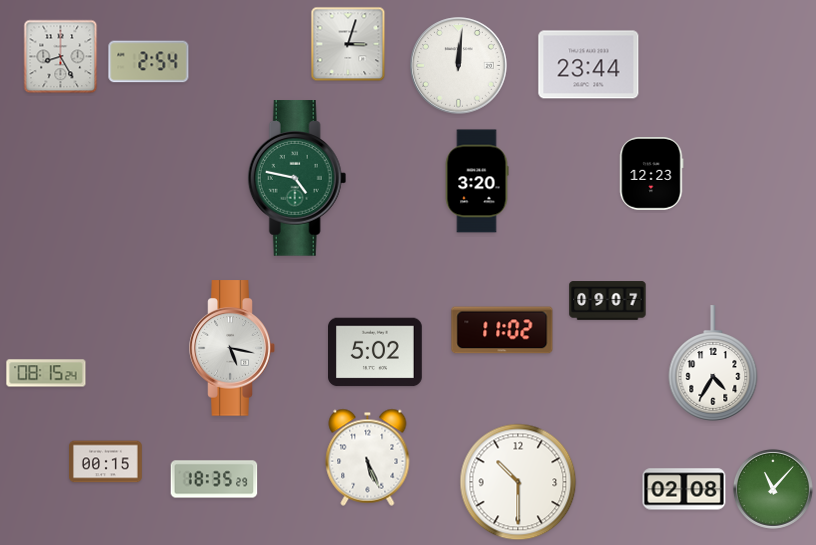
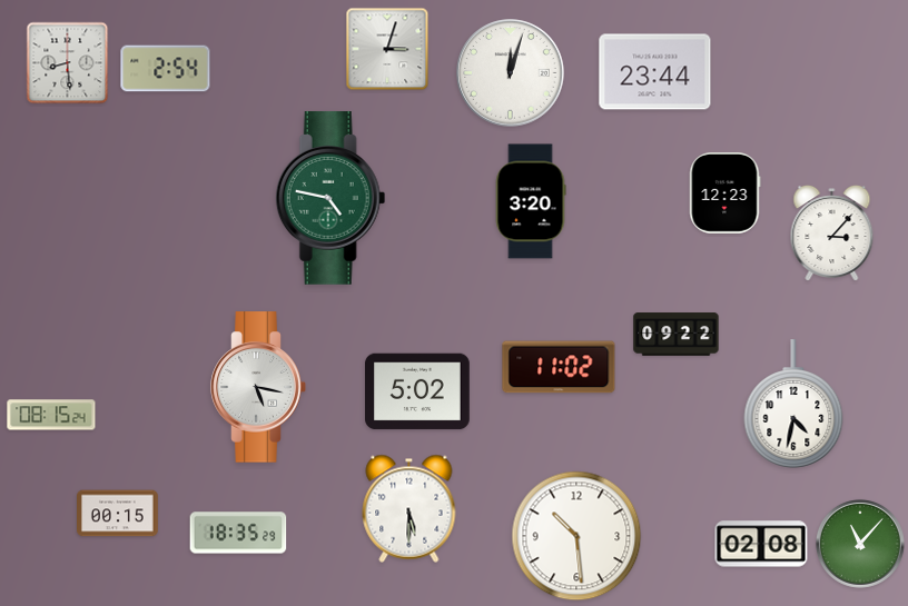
clock at (61, 57): 8:25 -> 8:29
clock at (459, 66): 12:01 -> 12:03
clock at (832, 234): none -> 3:07
clock at (608, 301): 09:07 -> 09:22
clock at (713, 363): 4:35 -> 4:32
clock at (368, 457): 5:26 -> 5:30
clock at (518, 482): 10:30 -> 10:29
